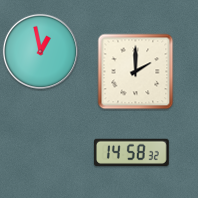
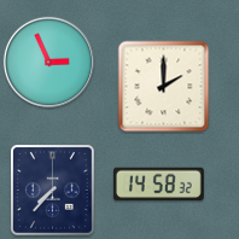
clock at (40, 51): 12:58 -> 2:56
clock at (53, 191): none -> 7:37
